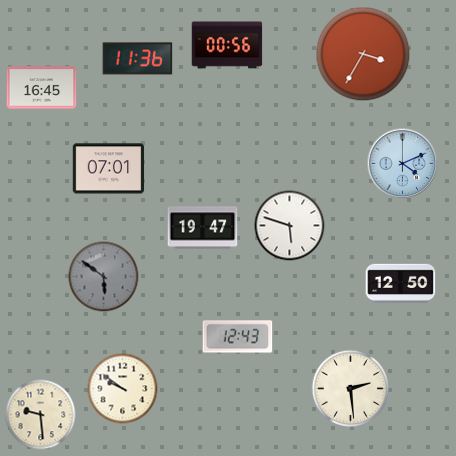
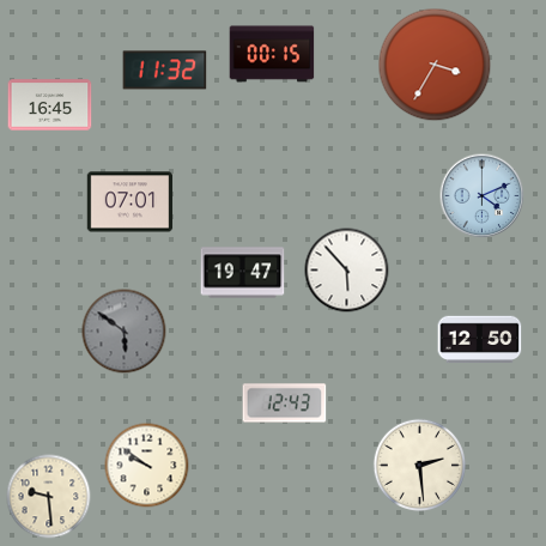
clock at (227, 45): 00:56 -> 00:15
clock at (138, 59): 11:36 -> 11:32
clock at (290, 226): 5:48 -> 5:53
